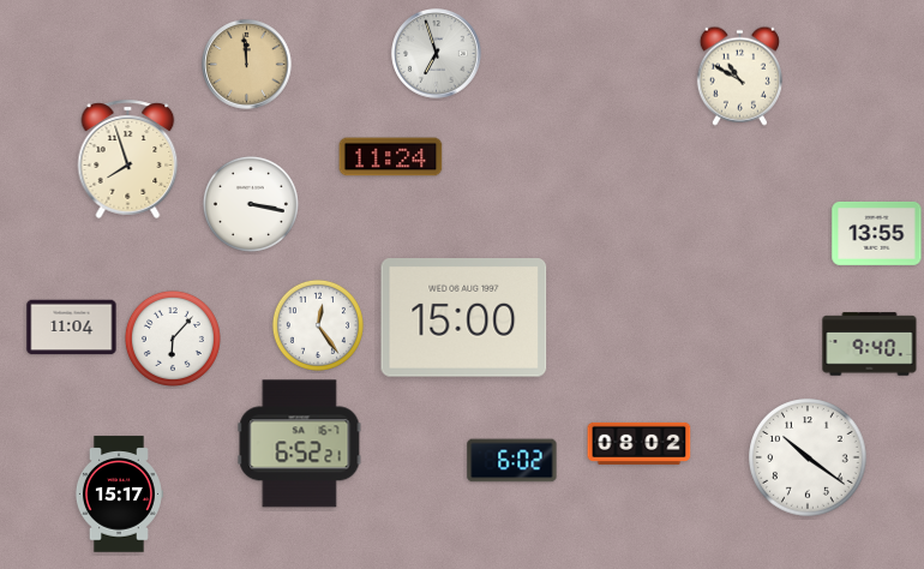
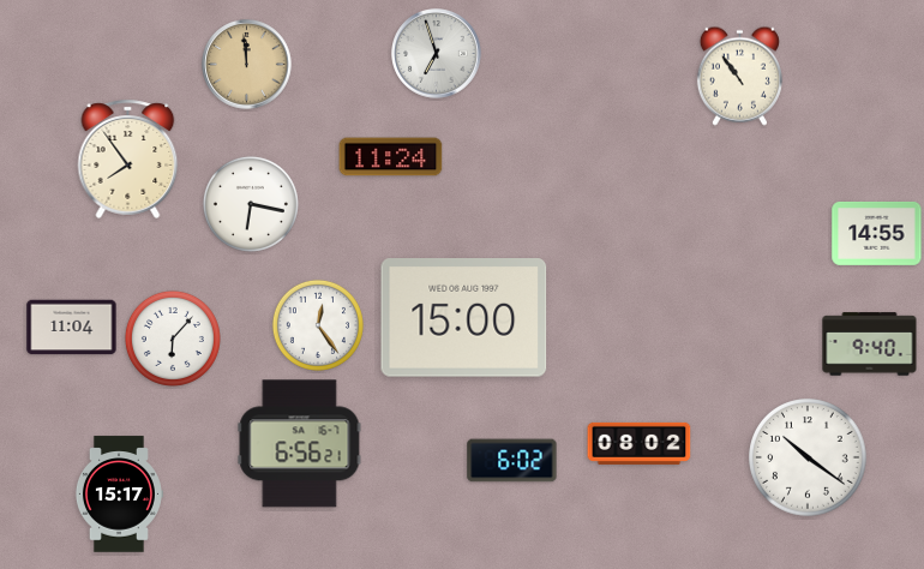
clock at (739, 76): 10:50 -> 10:54
clock at (128, 158): 7:57 -> 7:54
clock at (251, 204): 3:17 -> 6:17
clock at (877, 233): 13:55 -> 14:55
clock at (300, 444): 6:52 -> 6:56
